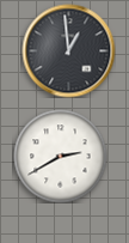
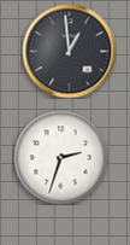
clock at (60, 156): 2:40 -> 2:33
